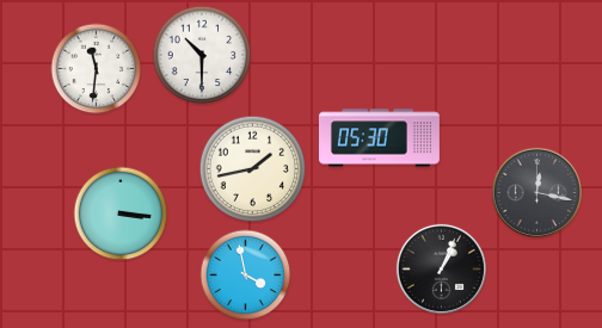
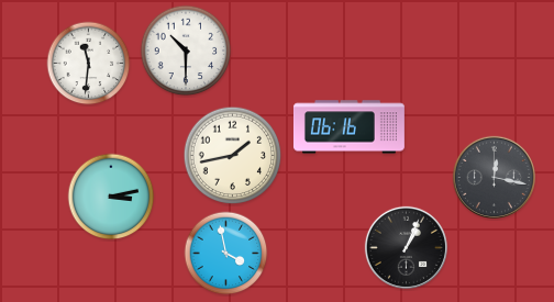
clock at (379, 138): 05:30 -> 06:16
clock at (121, 213): 3:16 -> 3:13
